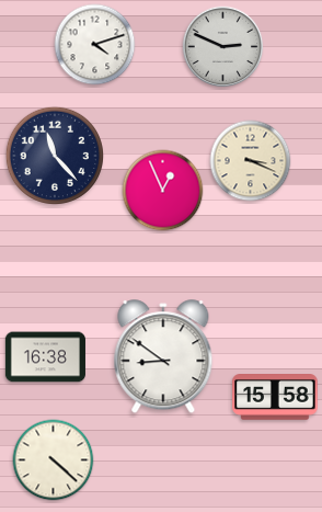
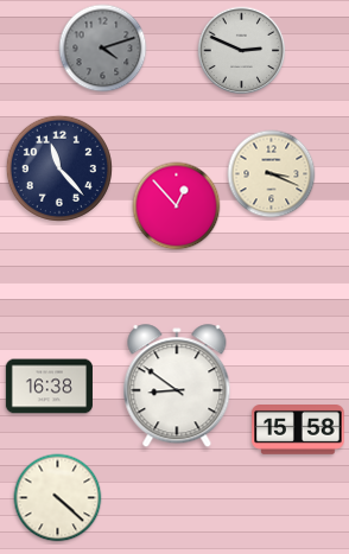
clock at (95, 45) dial: white -> grey
clock at (163, 191): 12:56 -> 12:53
